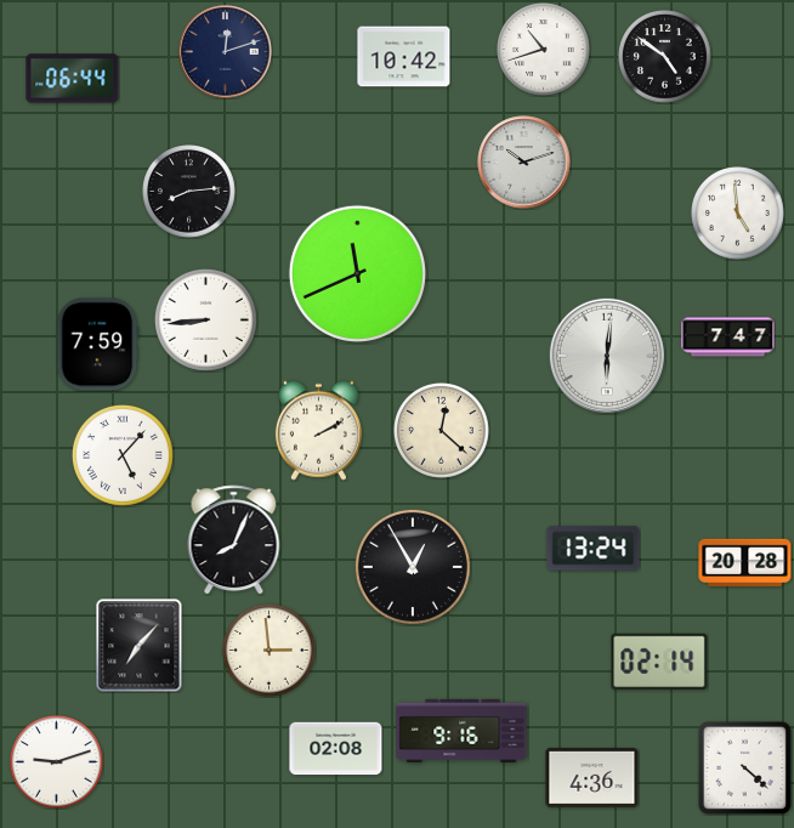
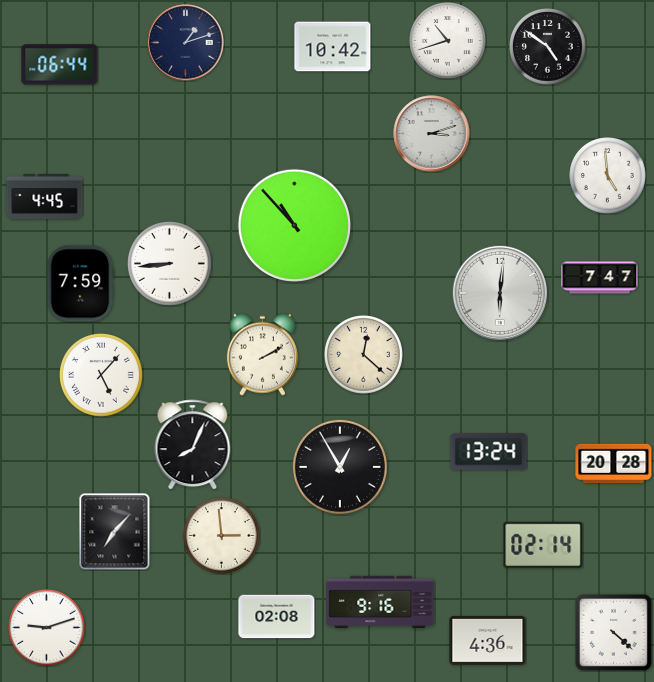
clock at (226, 52): 12:12 -> 1:12
clock at (524, 163): 10:12 -> 3:12
clock at (189, 192): 8:14 -> none
clock at (45, 196): none -> 4:45
clock at (357, 273): 11:41 -> 10:53
